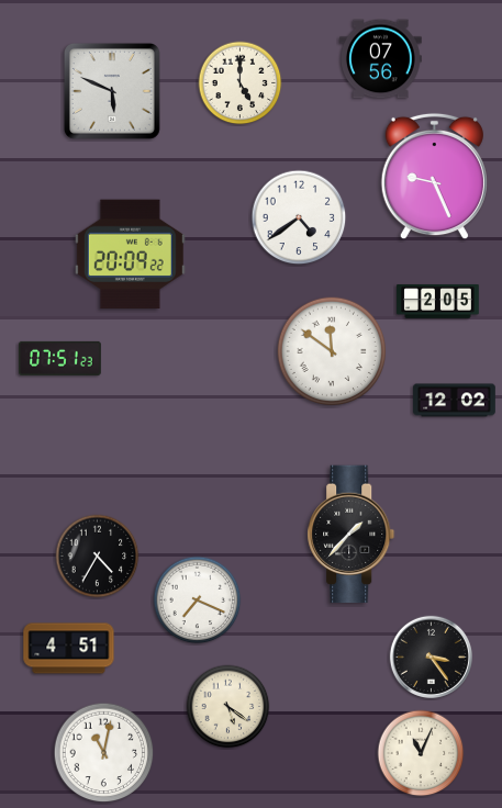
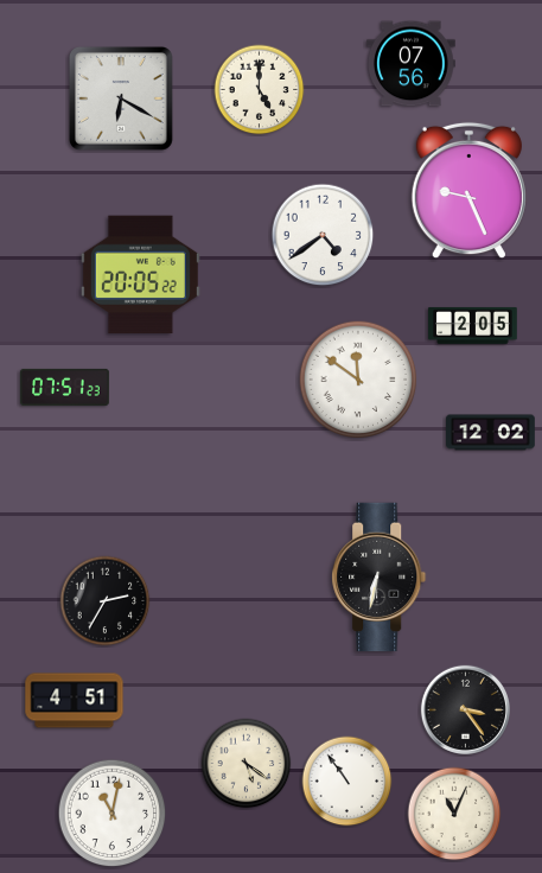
clock at (112, 91): 5:49 -> 6:20
clock at (130, 255): 20:09 -> 20:05
clock at (352, 535): 1:37 -> 6:32
clock at (98, 557): 4:35 -> 2:35
clock at (198, 601): 7:19 -> none
clock at (347, 782): none -> 10:54
